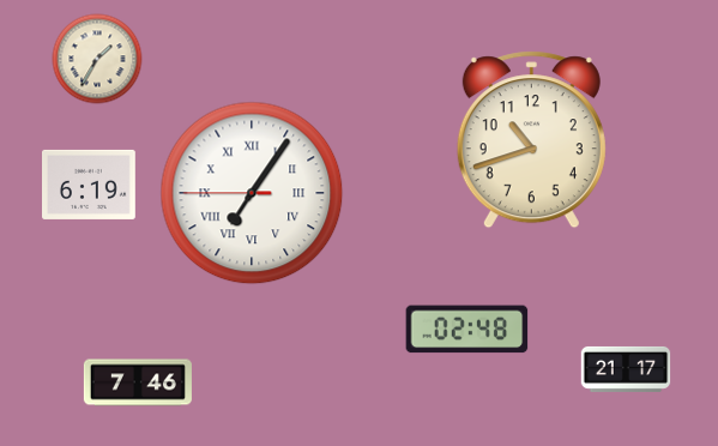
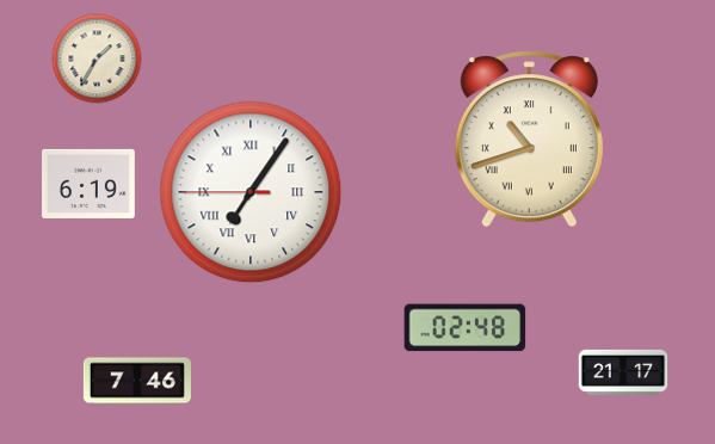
clock at (531, 140) numerals: Arabic -> Roman
clock at (626, 369) position: (626, 369) -> (623, 372)
